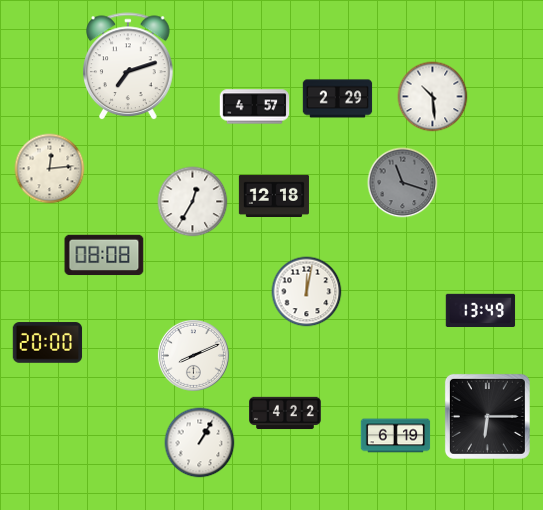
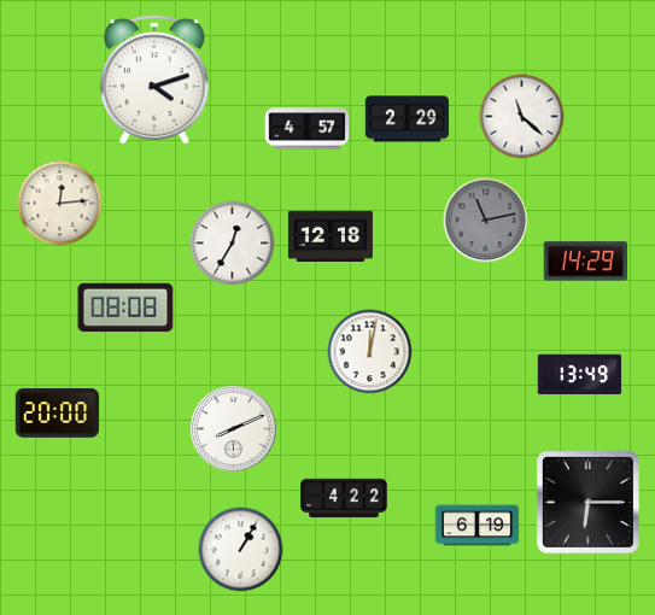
clock at (129, 67): 7:12 -> 4:12
clock at (433, 97): 10:29 -> 11:22
clock at (403, 183): 11:18 -> 11:13
clock at (586, 262): none -> 14:29
clock at (200, 443) position: (200, 443) -> (241, 550)
